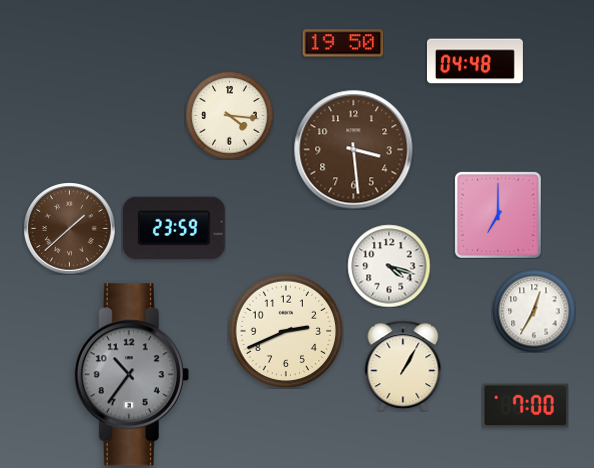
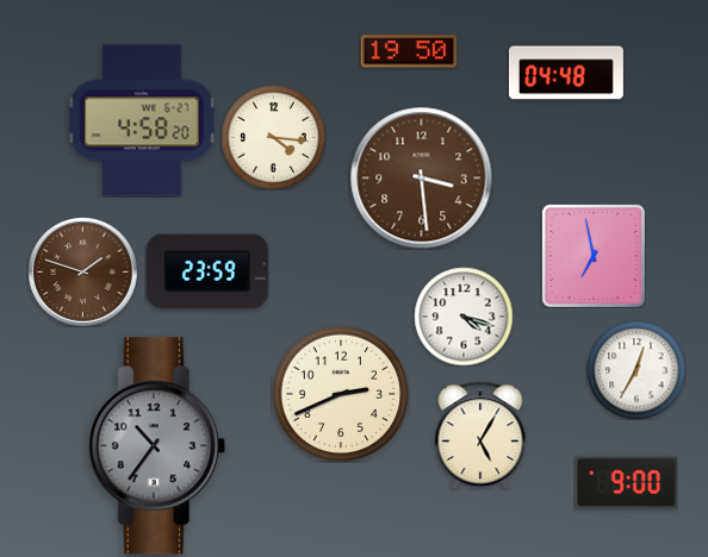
clock at (142, 120): none -> 4:58
clock at (498, 215): 7:00 -> 6:58
clock at (70, 229): 1:38 -> 1:48
clock at (403, 366): 1:05 -> 5:05
clock at (525, 406): 7:00 -> 9:00
